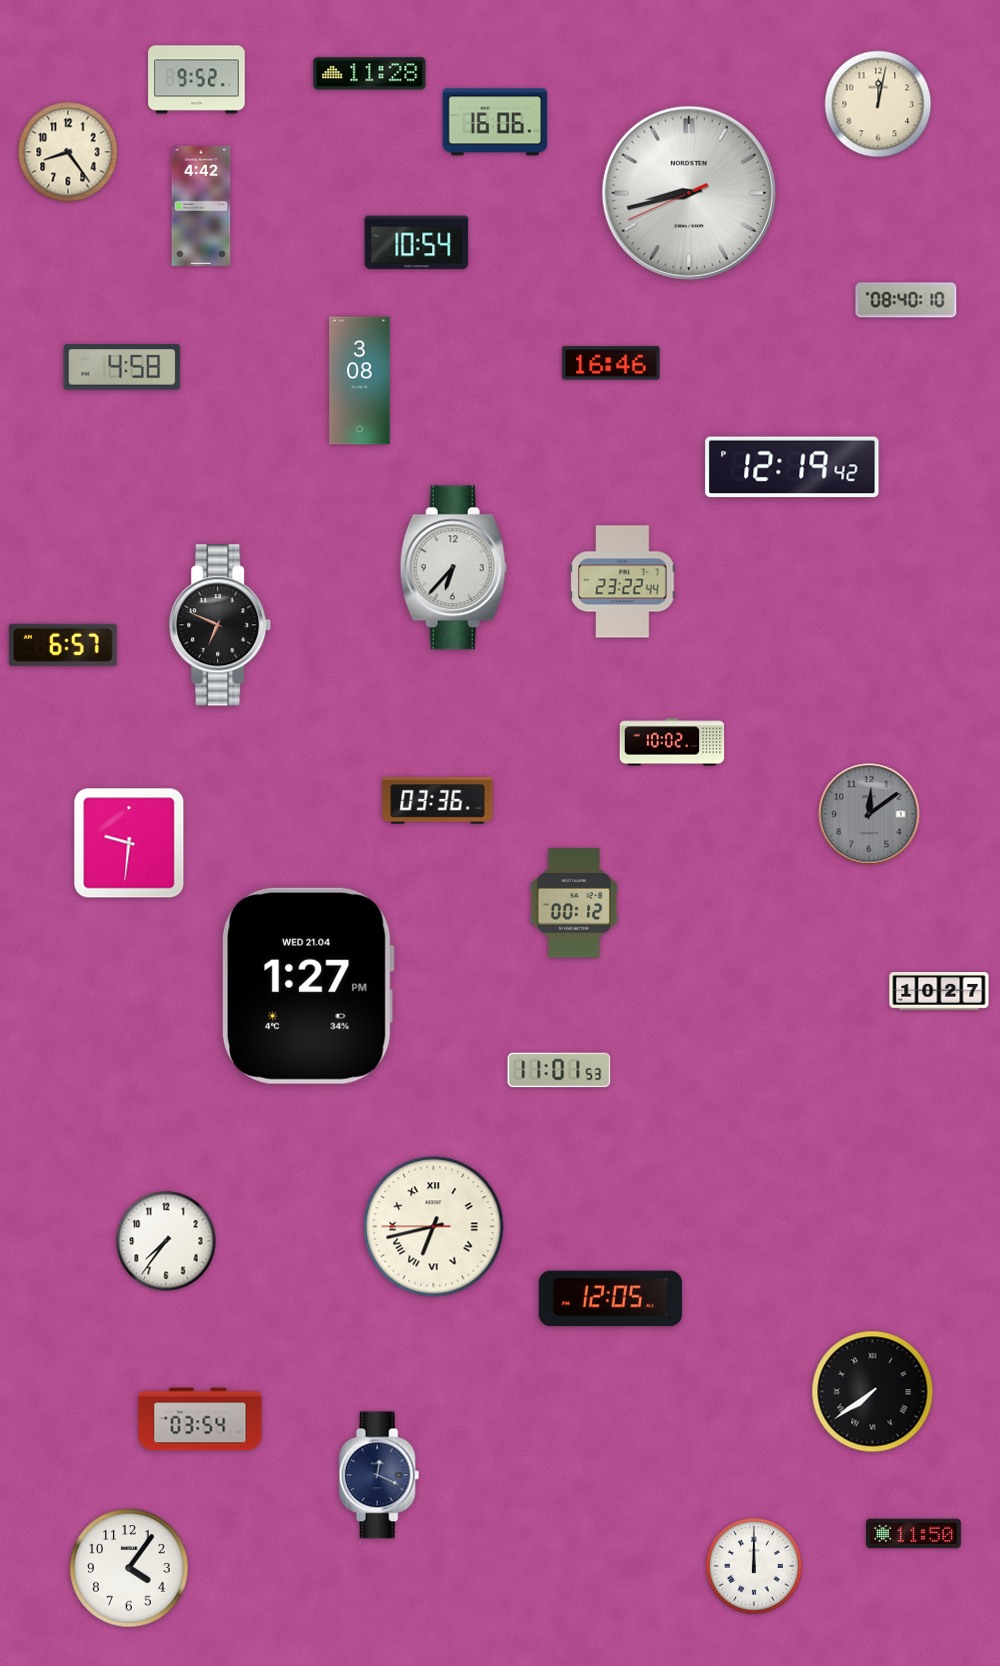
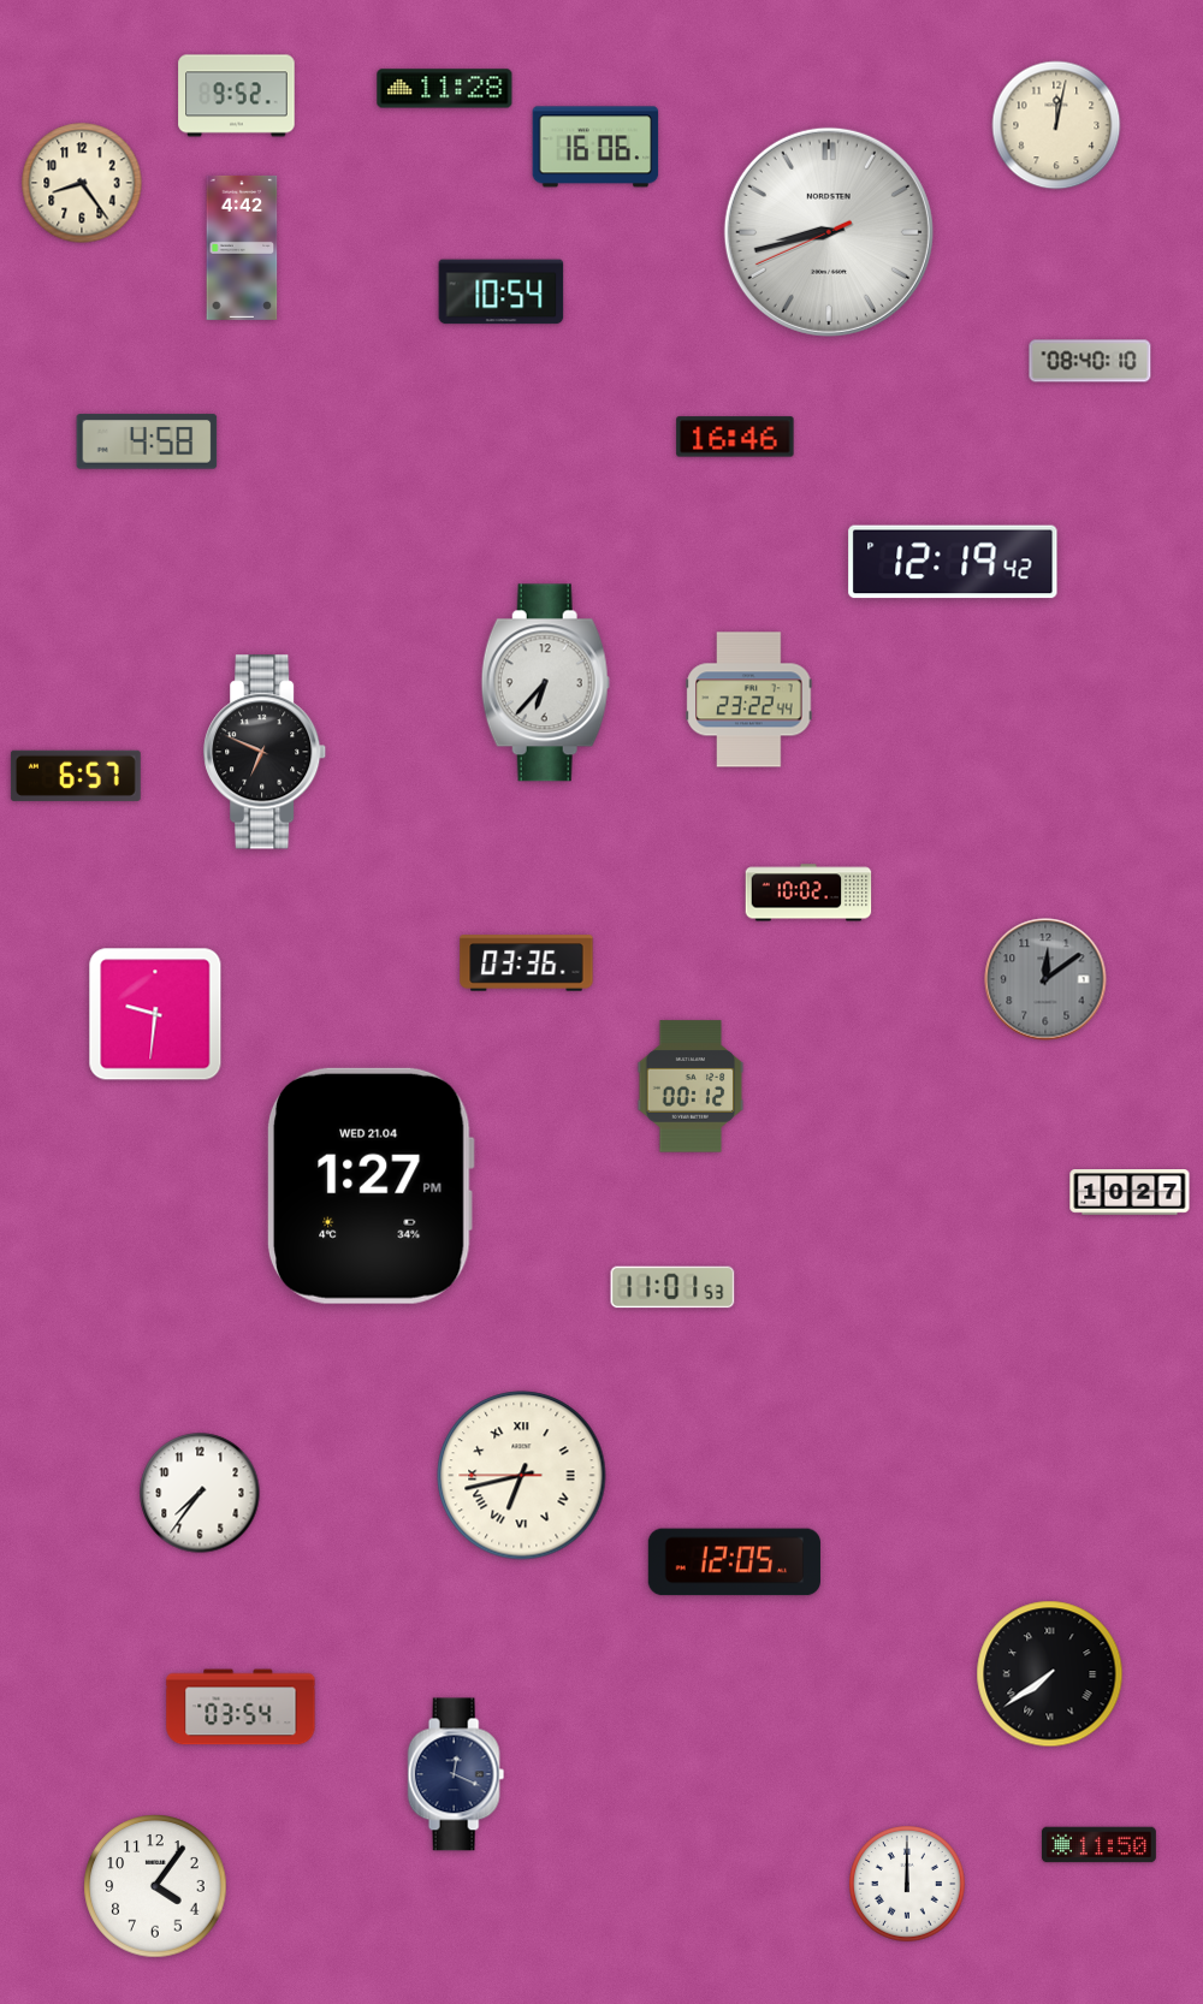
clock at (360, 381): 3:08 -> none
